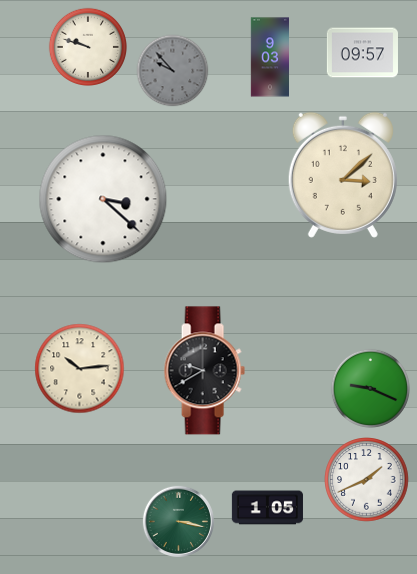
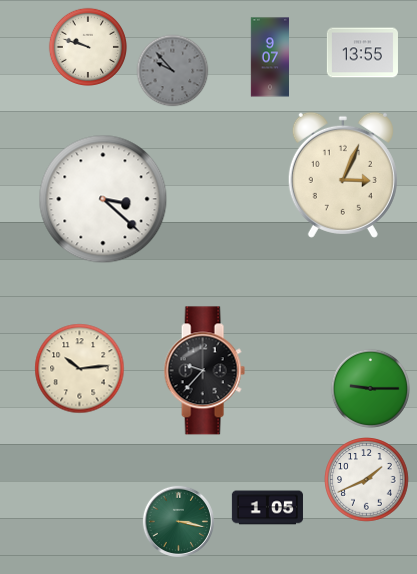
clock at (362, 53): 09:57 -> 13:55
clock at (270, 57): 9:03 -> 9:07
clock at (343, 175): 3:08 -> 3:04
clock at (204, 371): 9:40 -> 9:37
clock at (370, 388): 9:19 -> 9:15
